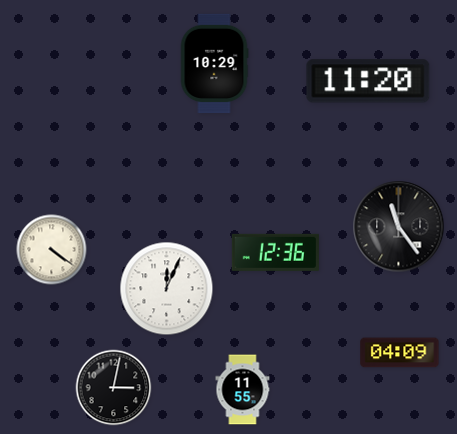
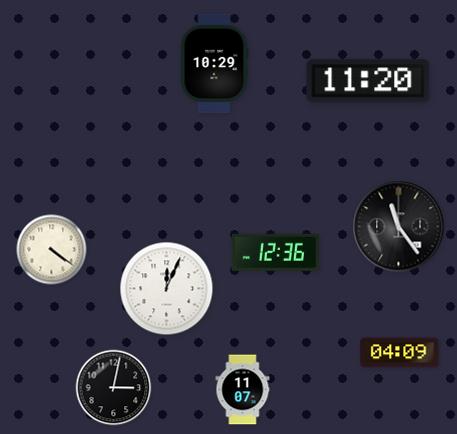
clock at (243, 390): 11:55 -> 11:07
